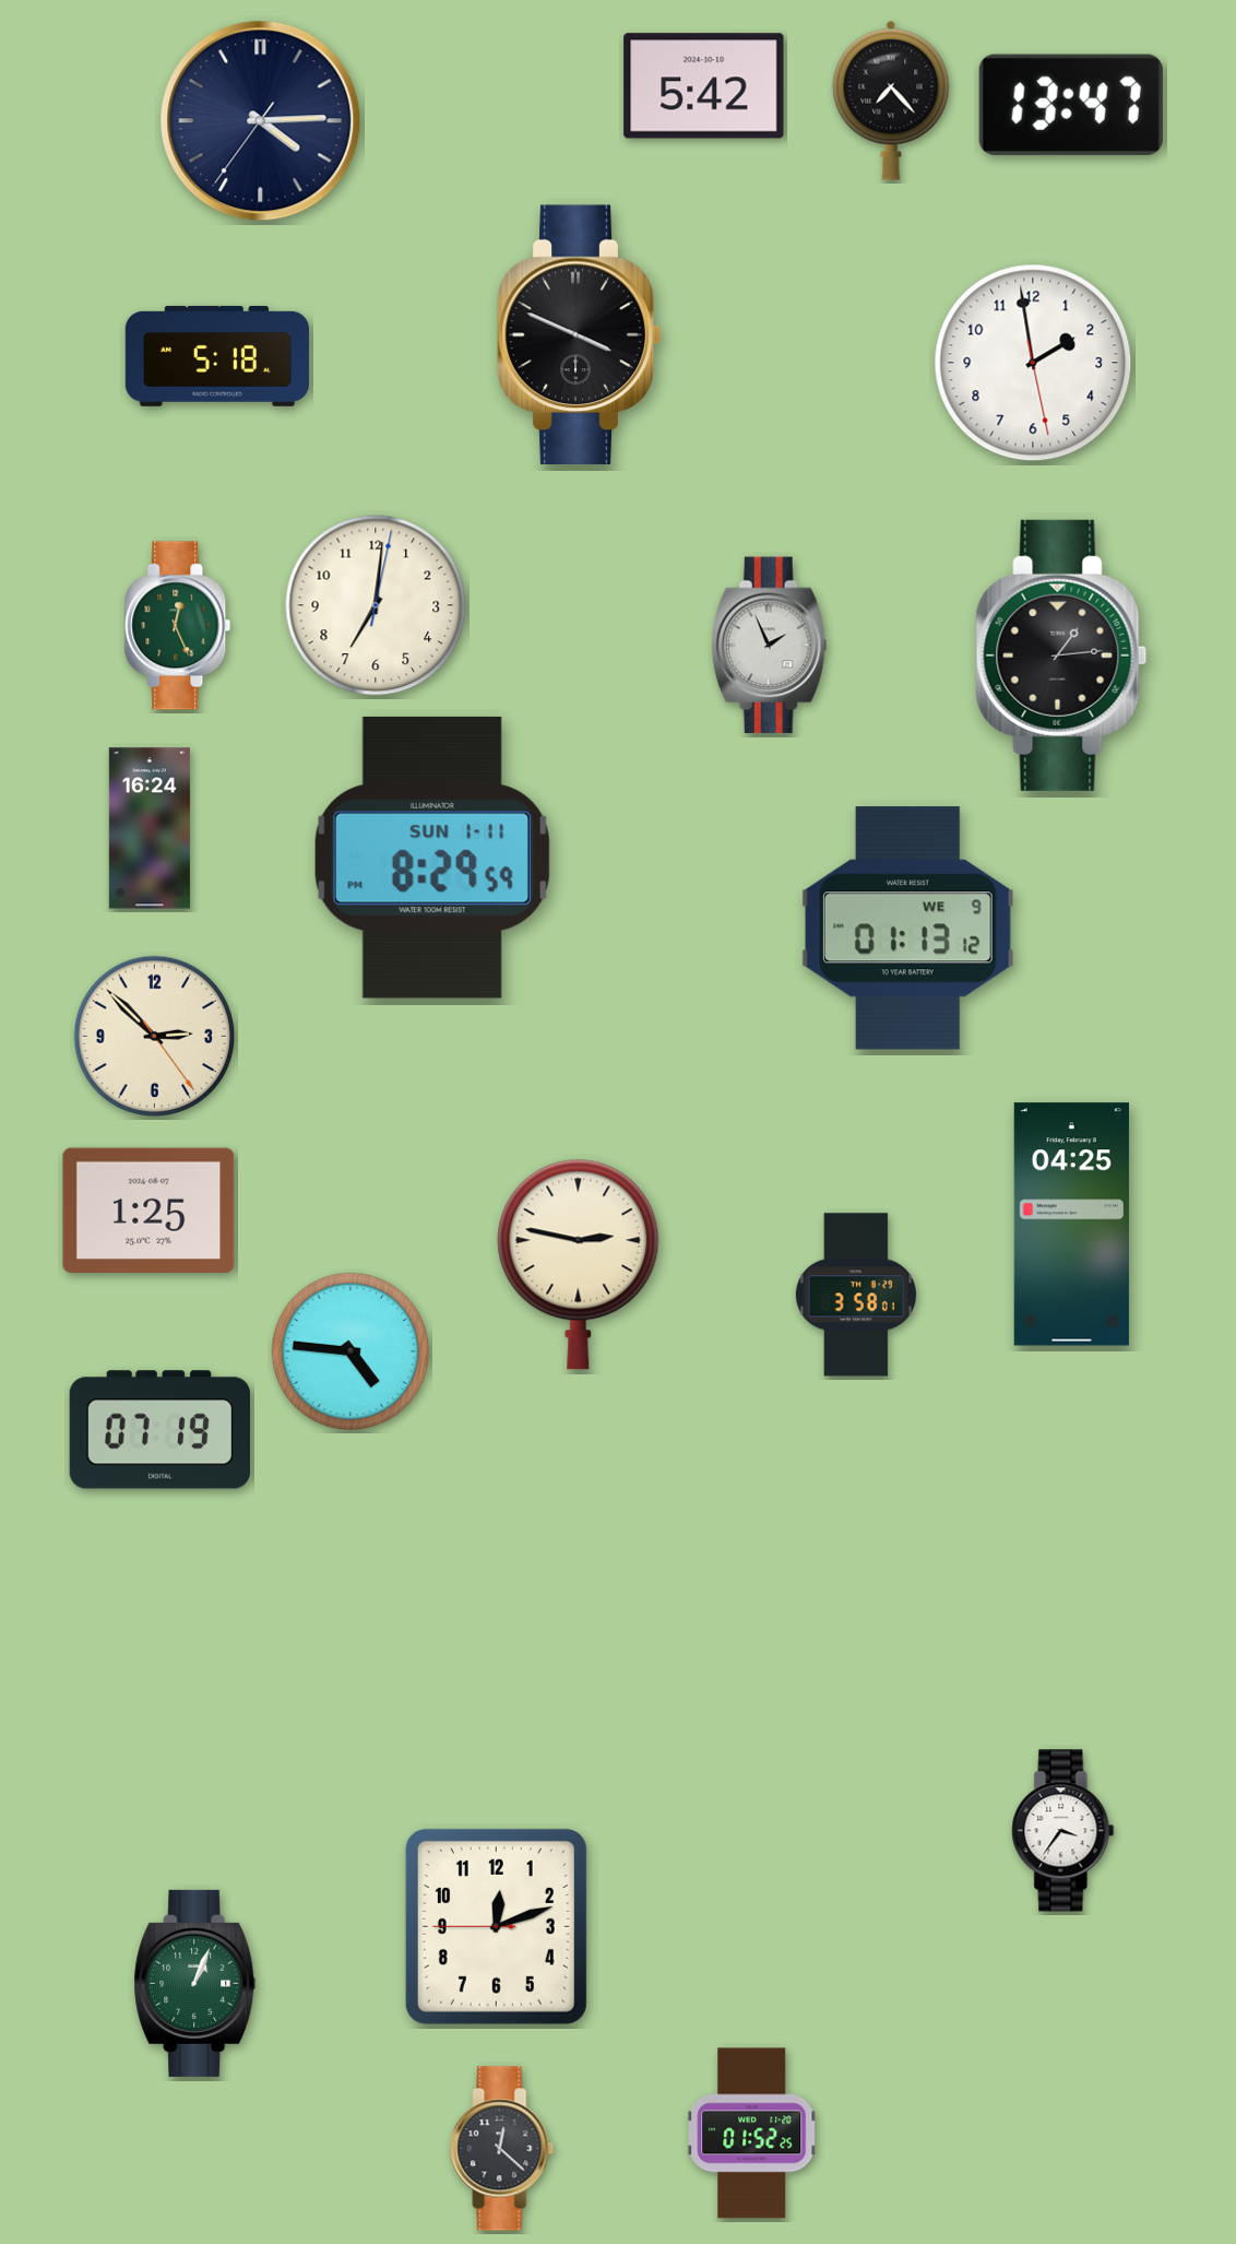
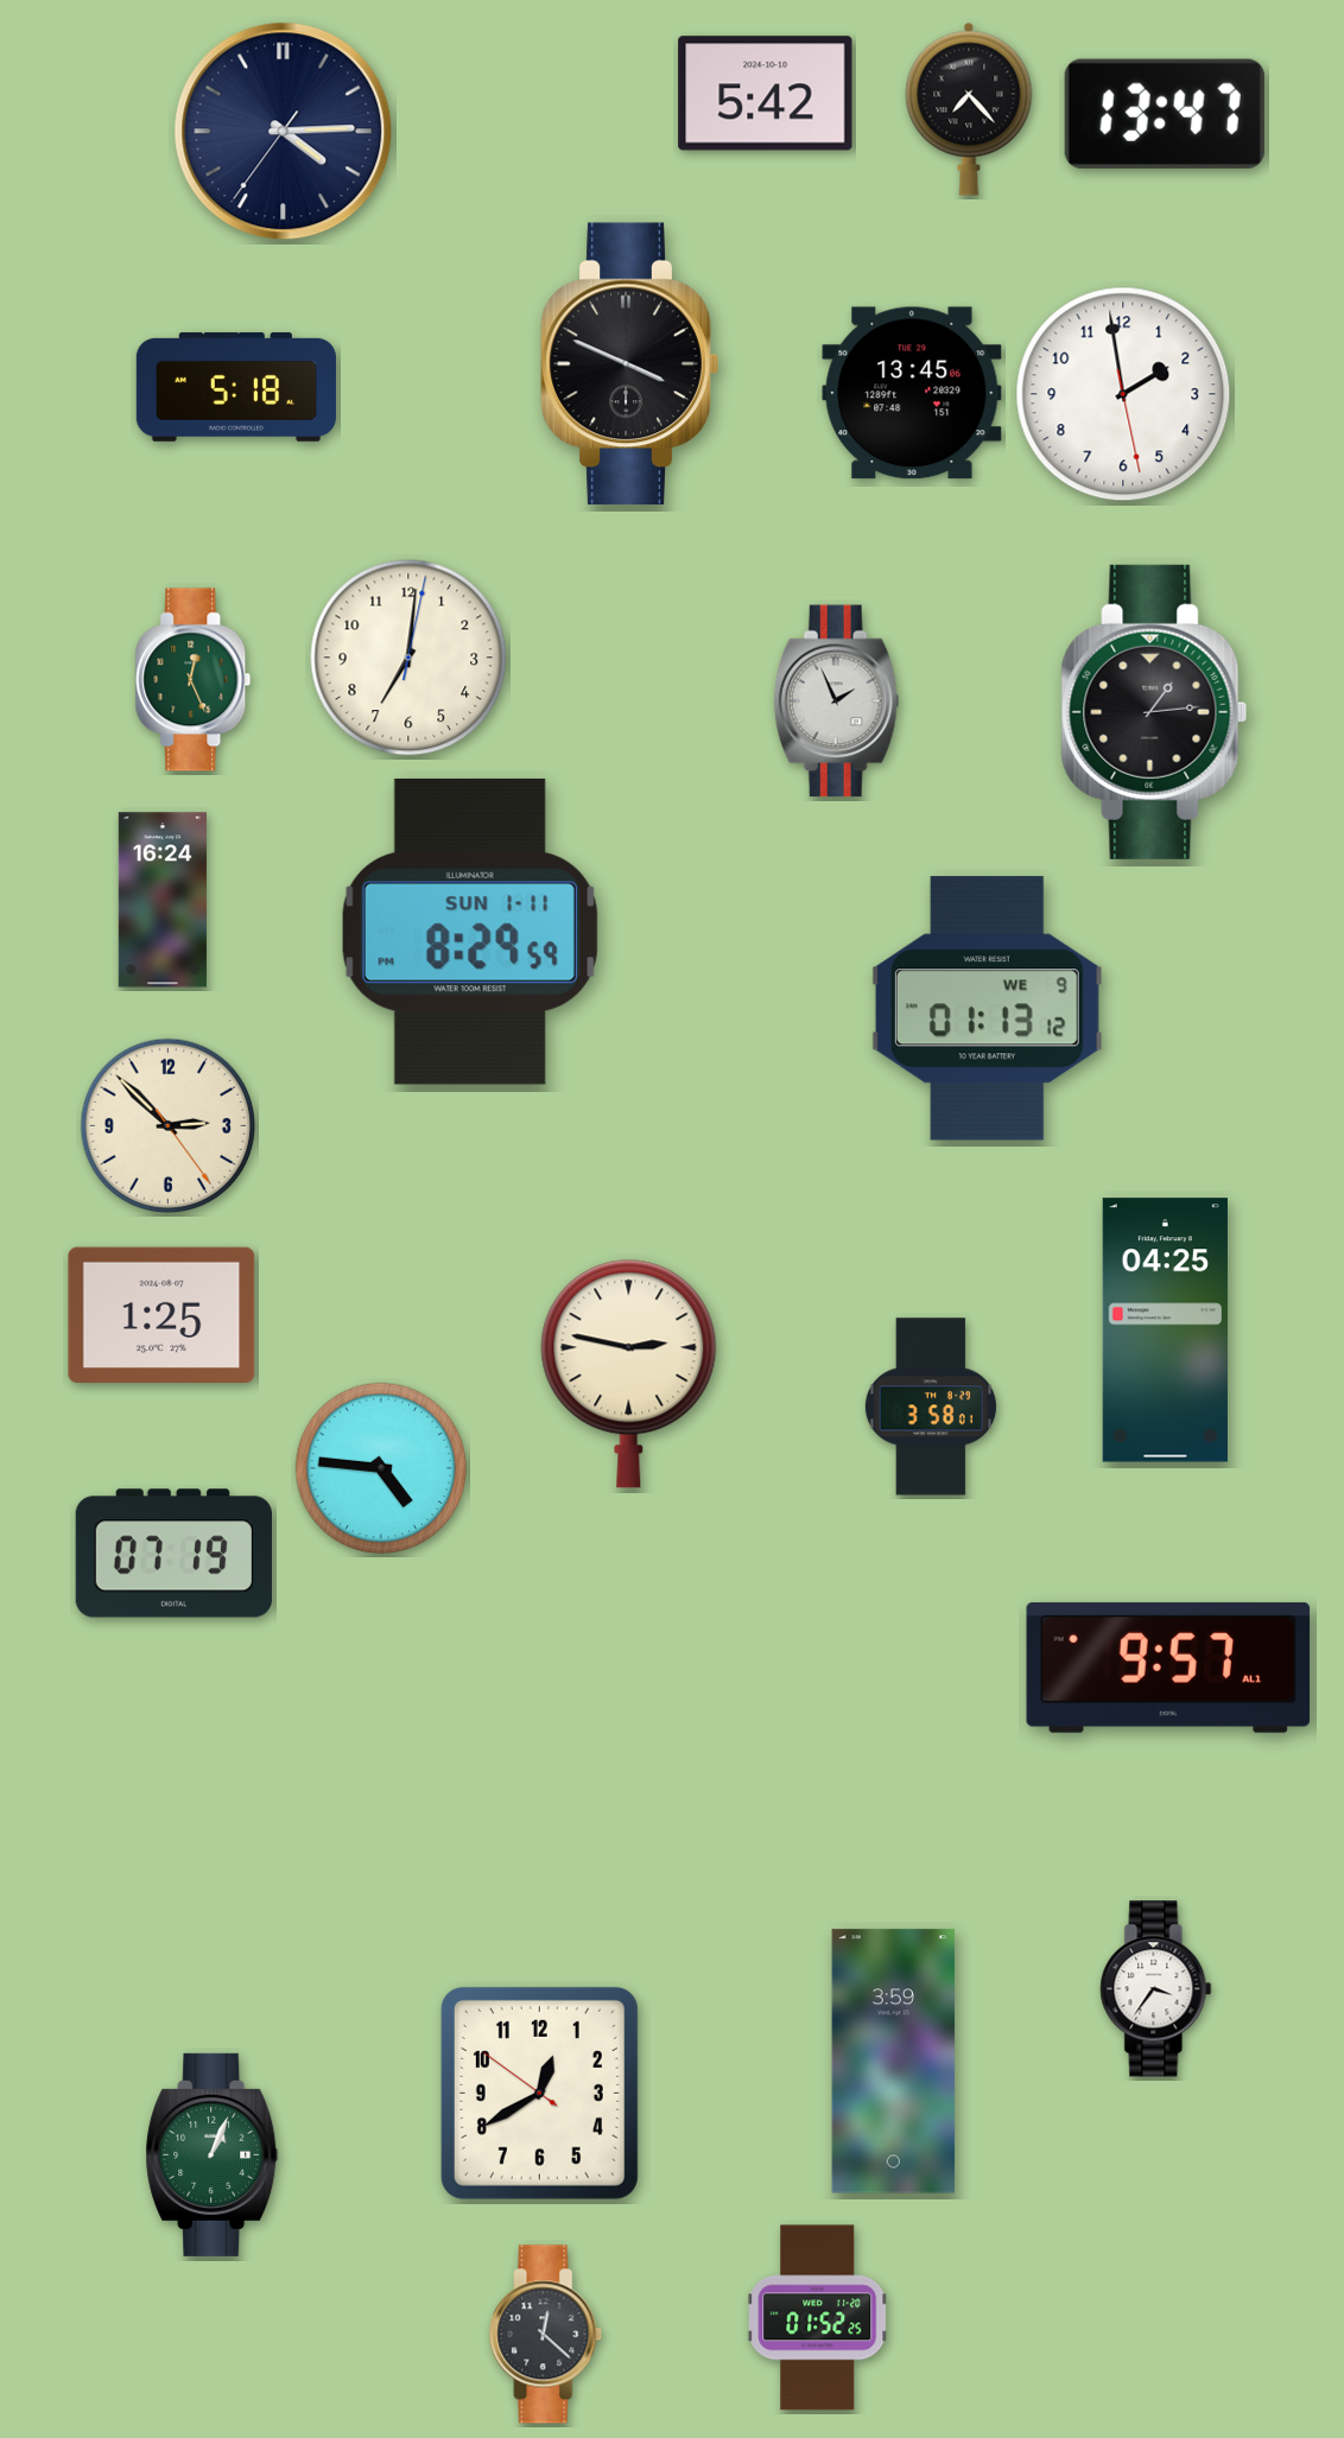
clock at (912, 393): none -> 13:45
clock at (1168, 1668): none -> 9:57
clock at (894, 2062): none -> 3:59
clock at (496, 1926): 12:11 -> 12:39
